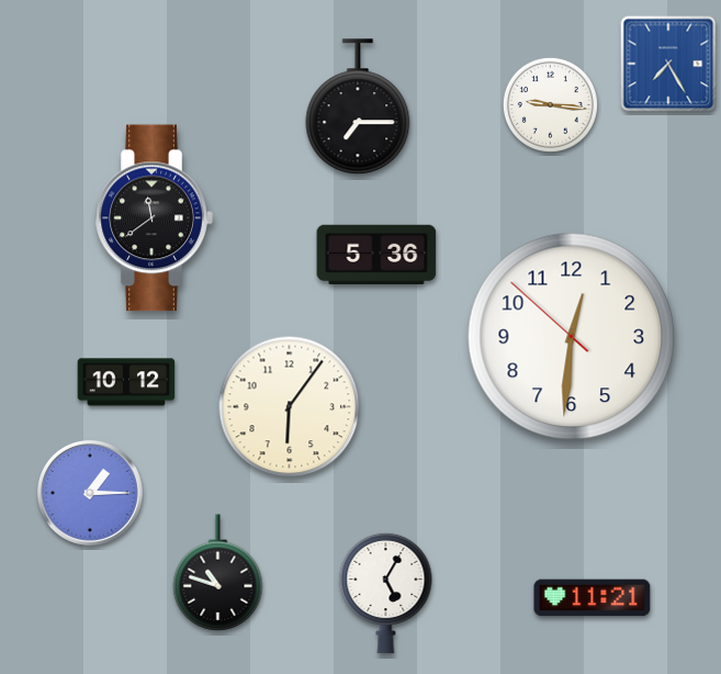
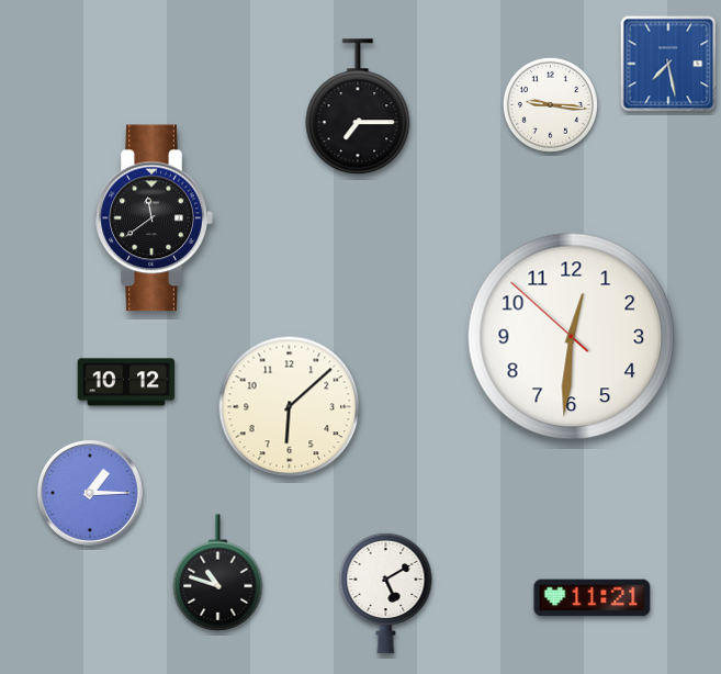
clock at (668, 64): 7:25 -> 7:28
clock at (376, 254): 5:36 -> none
clock at (290, 407): 6:06 -> 6:08
clock at (386, 593): 5:05 -> 5:10
